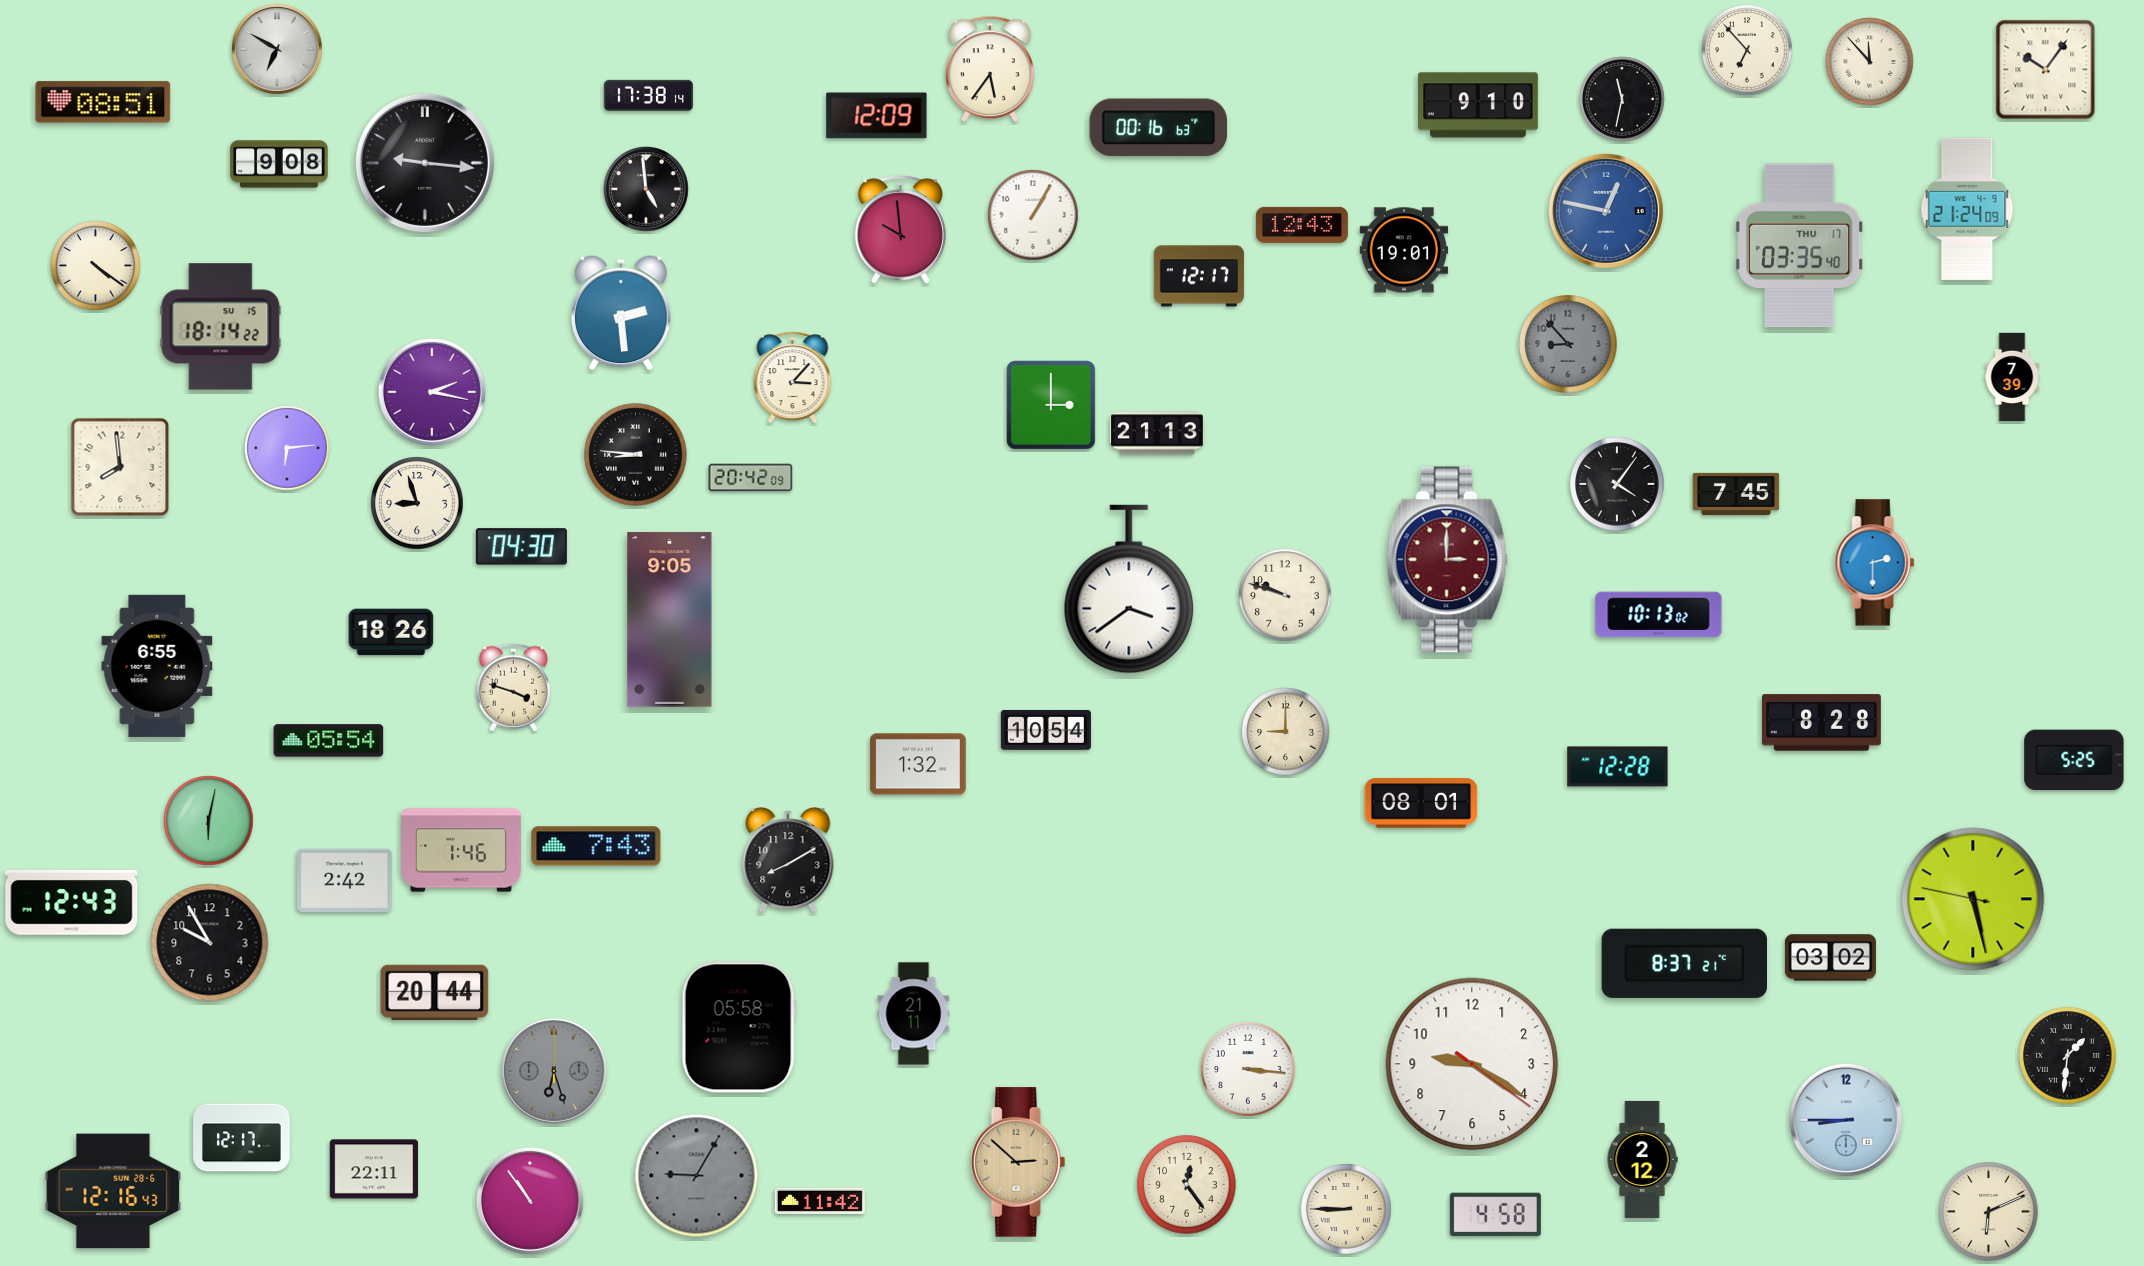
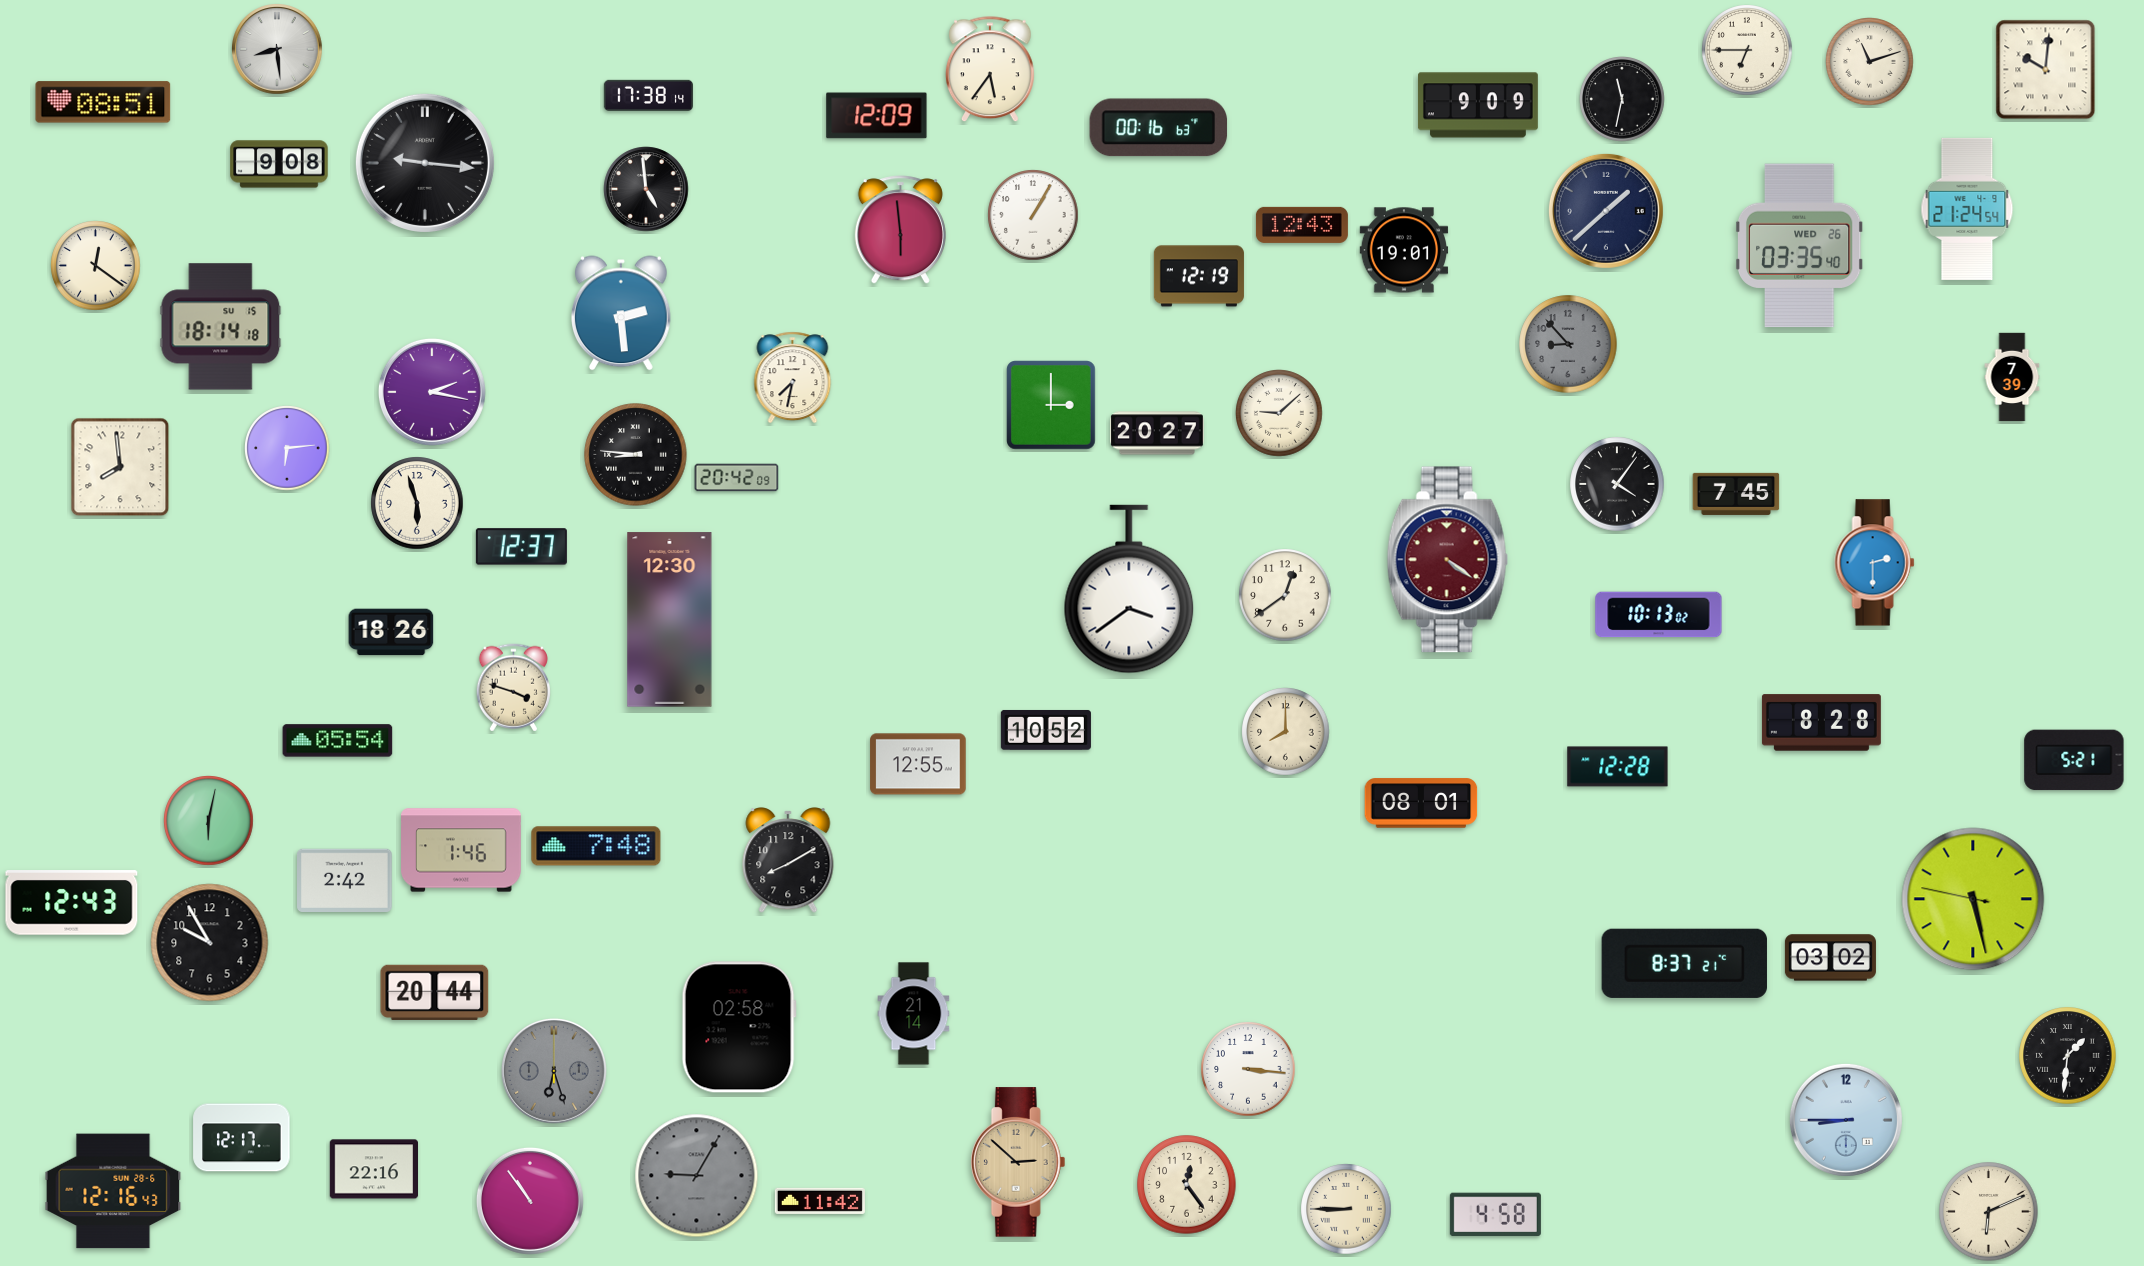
clock at (277, 49): 6:50 -> 8:29
clock at (1747, 50): 6:53 -> 6:45
clock at (1870, 62): 11:53 -> 11:12
clock at (2046, 70): 10:06 -> 10:01
clock at (1479, 105): 9:10 -> 9:09
clock at (1967, 209): 21:24:09 -> 21:24:54
clock at (1606, 211): 12:47 -> 1:38
clock at (1606, 211) dial: blue -> navy
clock at (900, 230): 9:59 -> 5:59
clock at (1799, 246) date: THU 17 -> WED 26
clock at (96, 266): 4:21 -> 12:21
clock at (1199, 276): 12:17 -> 12:19
clock at (221, 327): 18:14:22 -> 18:14:18
clock at (793, 378): 3:07 -> 7:32
clock at (1279, 413): none -> 9:08
clock at (1158, 433): 21:13 -> 20:27
clock at (751, 478) position: (751, 478) -> (737, 478)
clock at (417, 503): 8:57 -> 5:57
clock at (521, 547): 04:30 -> 12:37
clock at (1448, 560): 3:00 -> 4:21
clock at (1285, 595): 9:48 -> 12:39
clock at (670, 620): 9:05 -> 12:30
clock at (157, 666): 6:55 -> none
clock at (1046, 730): 10:54 -> 10:52
clock at (1286, 732): 9:00 -> 8:00
clock at (329, 741) position: (329, 741) -> (338, 741)
clock at (2074, 760): 5:25 -> 5:21
clock at (918, 764): 1:32 -> 12:55
clock at (596, 846): 7:43 -> 7:48
clock at (914, 1014): 21:11 -> 21:14
clock at (739, 1027): 05:58 -> 02:58
clock at (1472, 1064): 9:20 -> none
clock at (1642, 1159): 2:12 -> none
clock at (373, 1169): 22:11 -> 22:16
